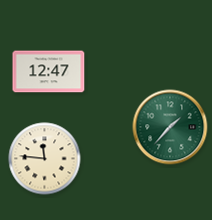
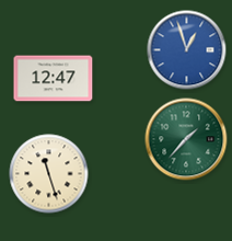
clock at (187, 50): none -> 12:57
clock at (45, 159): 11:46 -> 11:27
